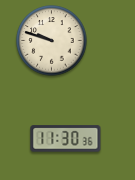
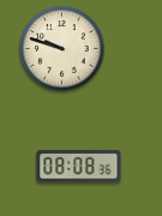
clock at (66, 139): 11:30 -> 08:08
